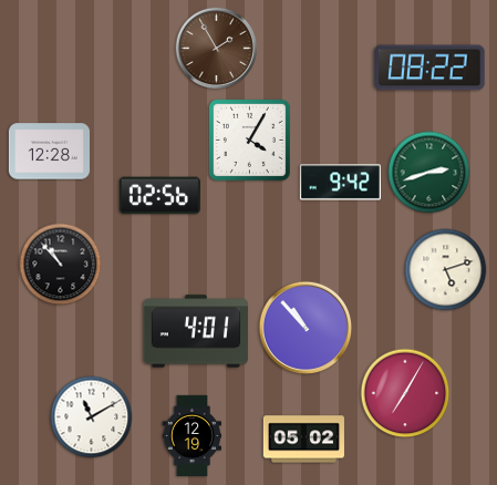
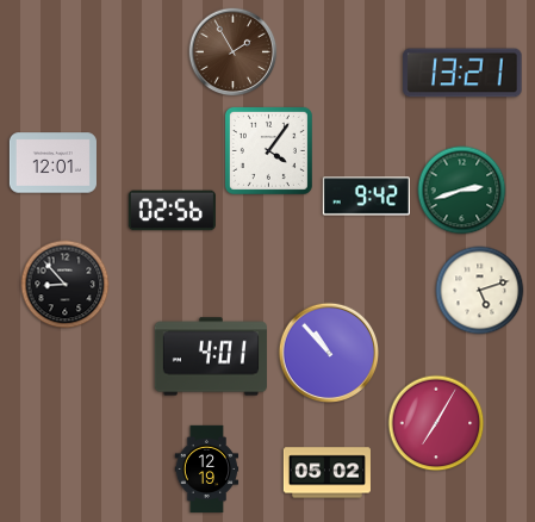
clock at (429, 68): 08:22 -> 13:21
clock at (249, 140): 4:05 -> 4:06
clock at (49, 152): 12:28 -> 12:01
clock at (429, 173) position: (429, 173) -> (462, 191)
clock at (61, 265): 10:53 -> 8:53
clock at (92, 417): 11:10 -> none
